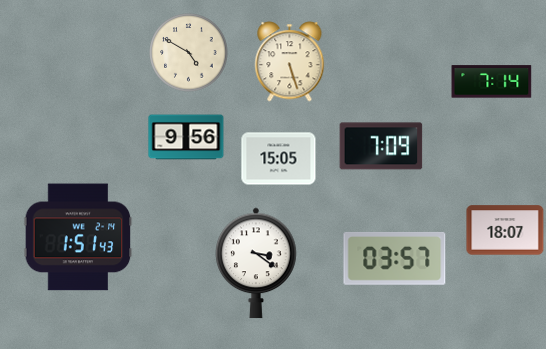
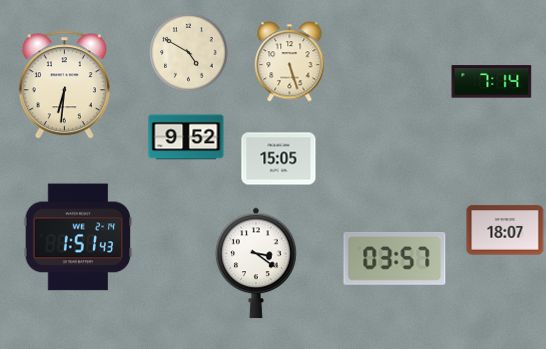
clock at (64, 85): none -> 6:31
clock at (186, 137): 9:56 -> 9:52
clock at (381, 146): 7:09 -> none
